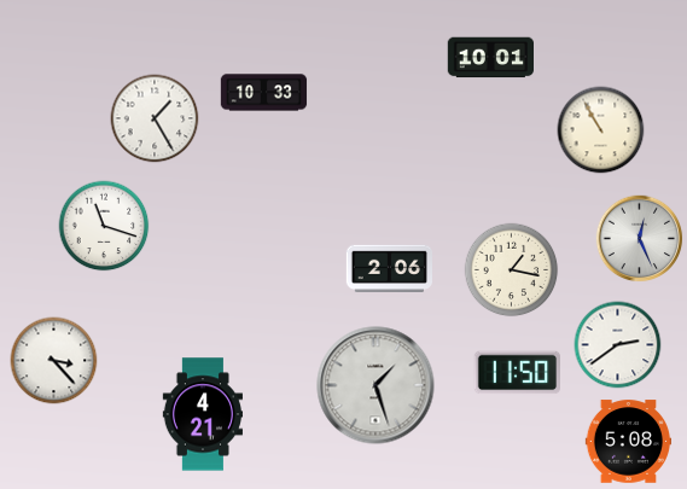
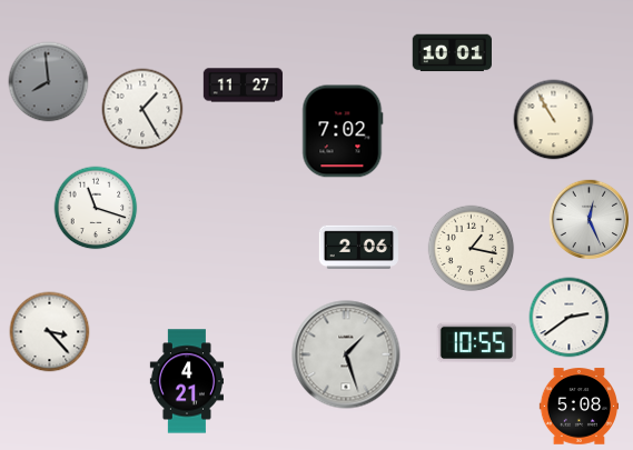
clock at (49, 82): none -> 7:59
clock at (264, 93): 10:33 -> 11:27
clock at (343, 131): none -> 7:02
clock at (517, 373): 11:50 -> 10:55
